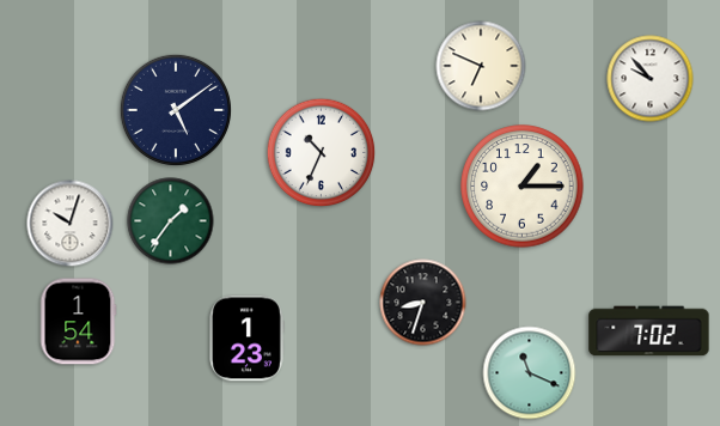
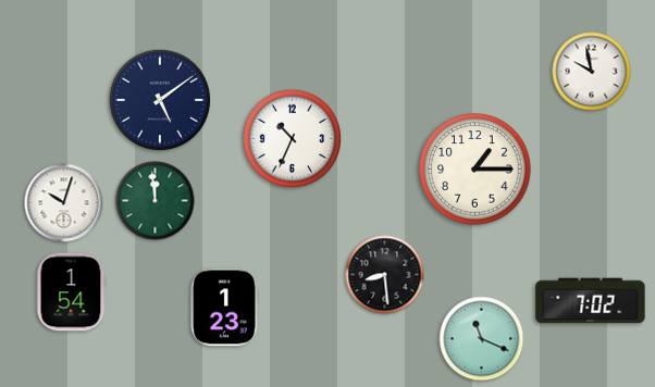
clock at (481, 66): 6:49 -> none
clock at (651, 79): 9:53 -> 9:58
clock at (171, 221): 1:36 -> 11:59
clock at (423, 303): 8:33 -> 8:29
